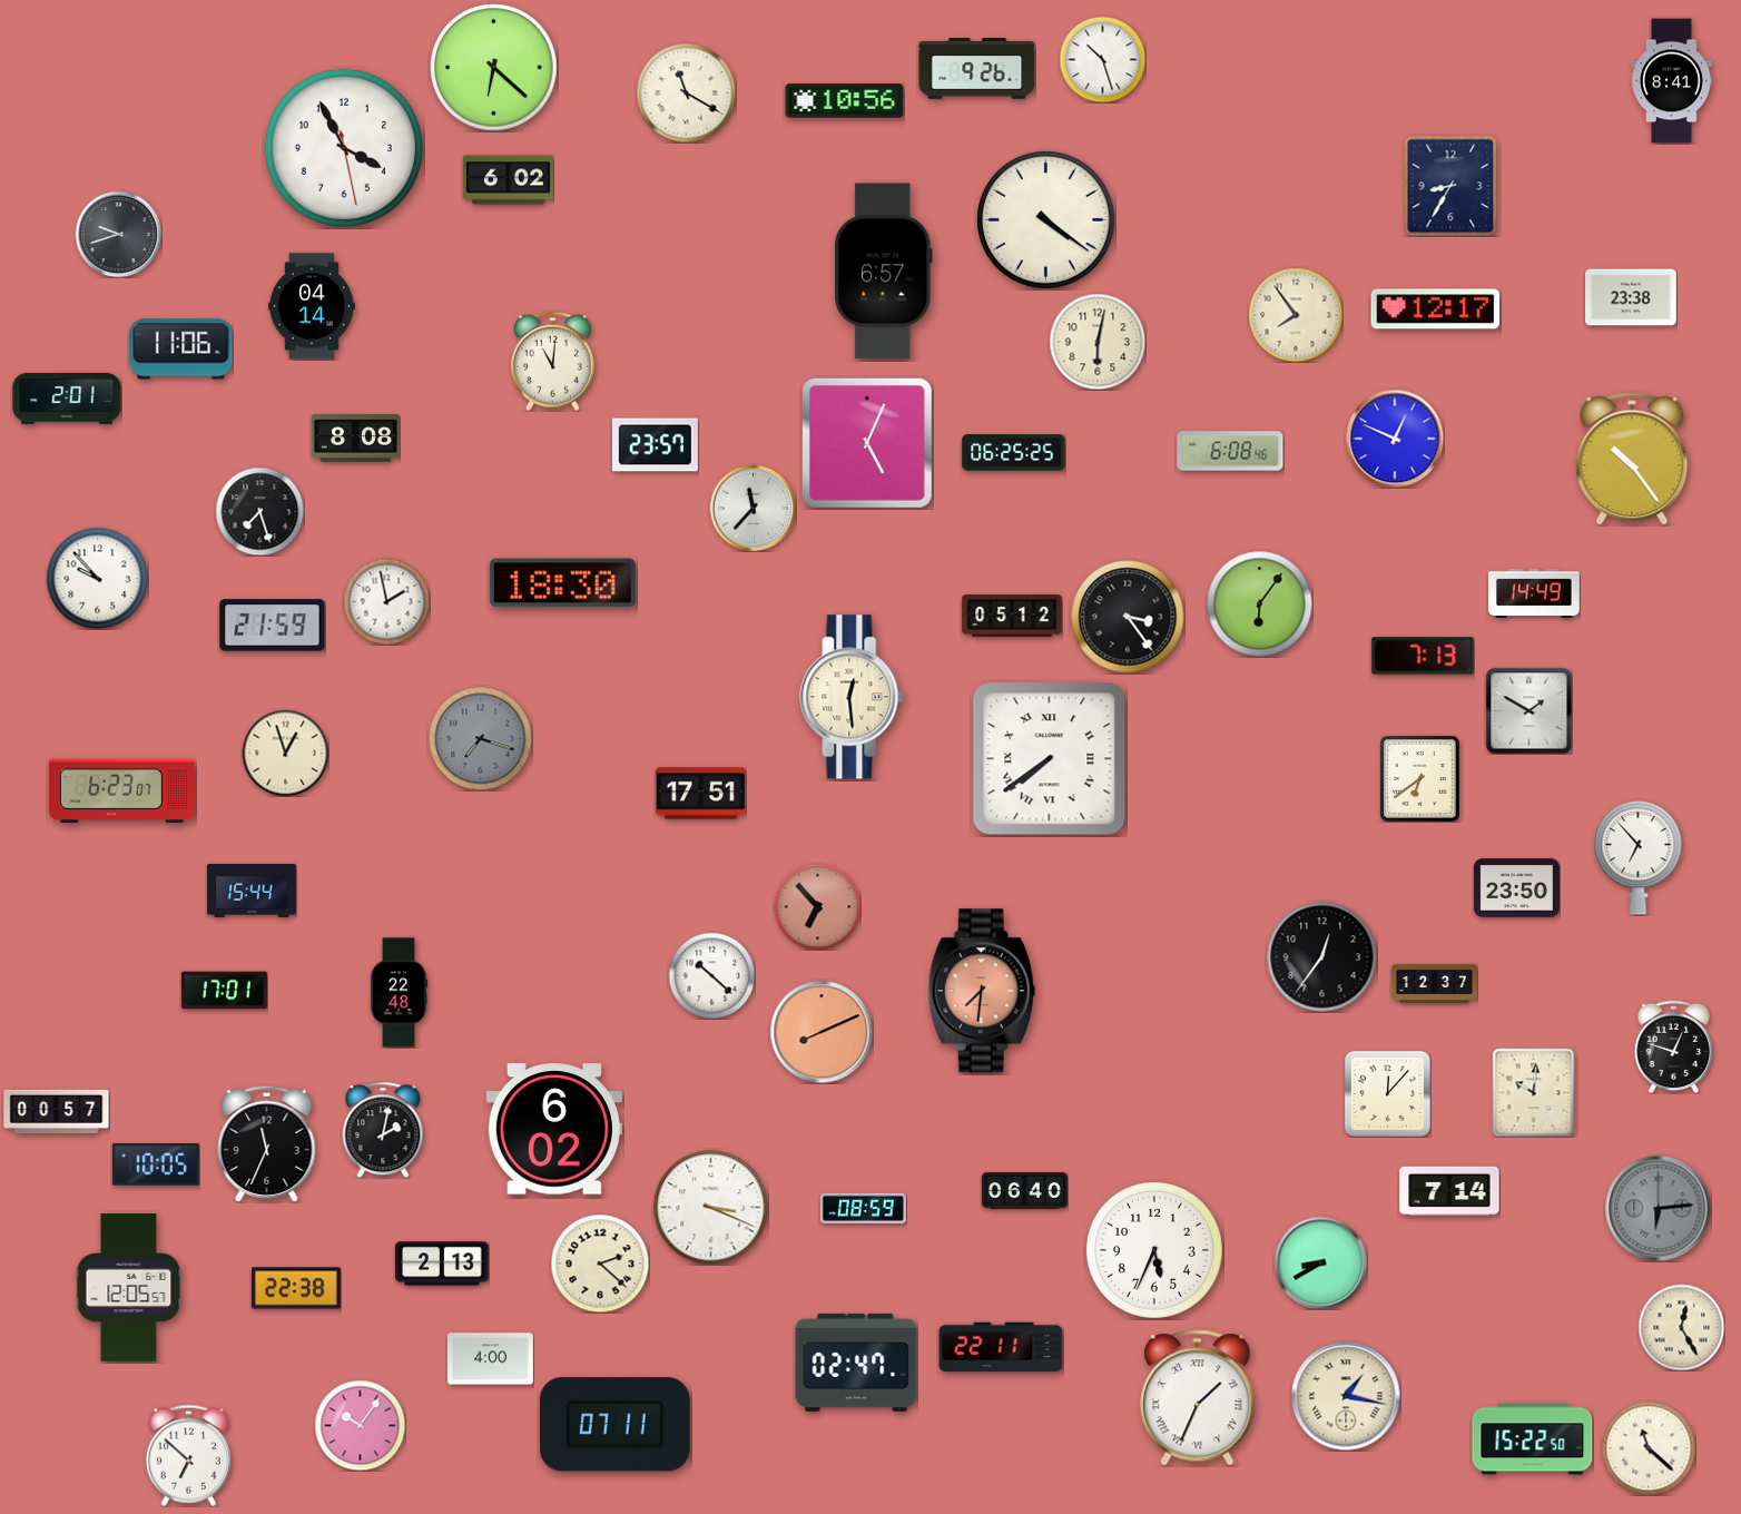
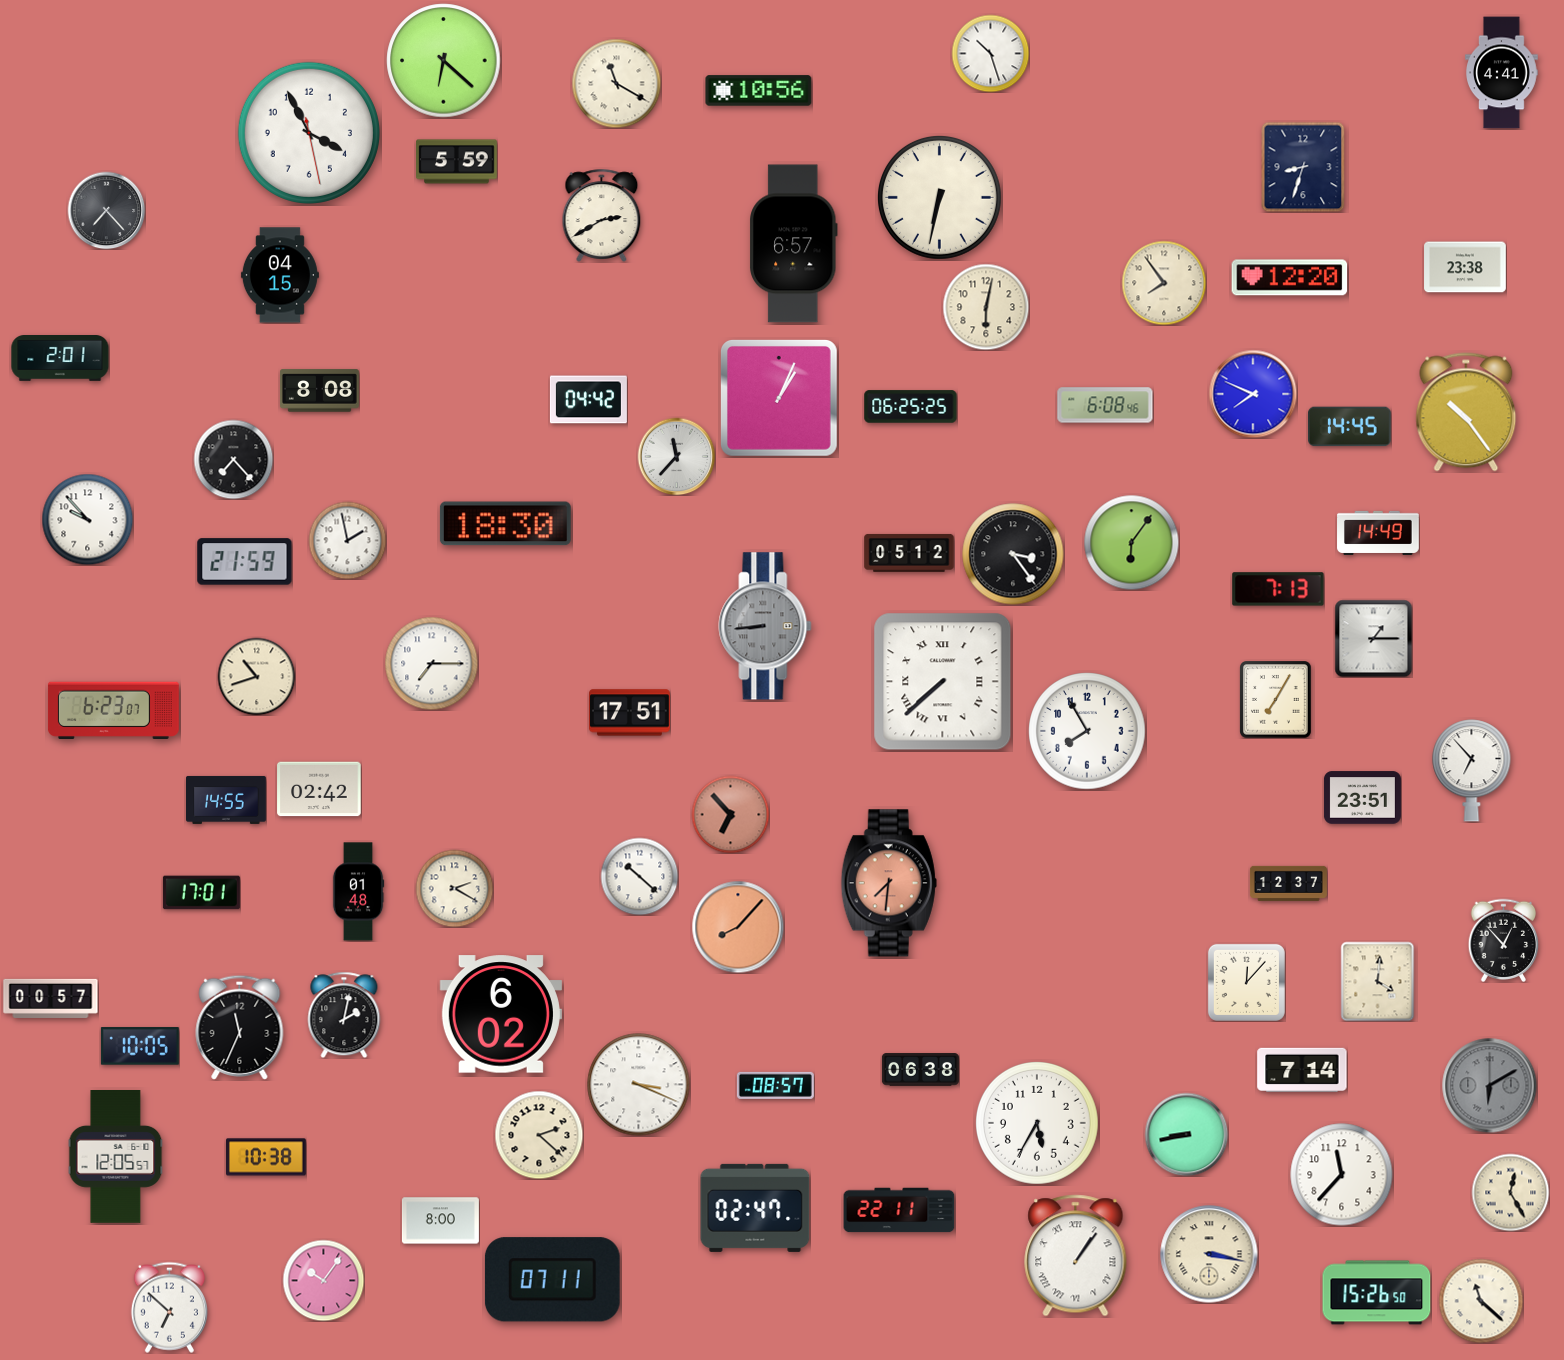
clock at (977, 69): 9:26 -> none
clock at (1672, 81): 8:41 -> 4:41
clock at (509, 180): 6:02 -> 5:59
clock at (1450, 186): 8:35 -> 8:33
clock at (1045, 219): 4:21 -> 6:32
clock at (118, 234): 9:42 -> 7:23
clock at (602, 215): none -> 2:40
clock at (312, 306): 04:14 -> 04:15
clock at (1436, 309): 12:17 -> 12:20
clock at (181, 350): 11:06 -> none
clock at (553, 361): 11:01 -> none
clock at (355, 439) position: (355, 439) -> (319, 391)
clock at (1395, 439): 12:49 -> 7:49
clock at (867, 443): 5:04 -> 1:04
clock at (655, 445): 23:57 -> 04:42
clock at (1350, 427): none -> 14:45
clock at (259, 511): 7:27 -> 7:23
clock at (852, 697): 12:29 -> 8:44
clock at (852, 697) dial: cream -> grey
clock at (1528, 710): 1:50 -> 1:15
clock at (480, 738): 7:18 -> 7:15
clock at (480, 738) dial: grey -> white
clock at (285, 753): 12:57 -> 10:42
clock at (1050, 759): 7:39 -> 7:38
clock at (1420, 778): 6:39 -> 7:05
clock at (121, 790) position: (121, 790) -> (113, 710)
clock at (1087, 731): none -> 7:55
clock at (319, 789): none -> 02:42
clock at (1516, 888): 23:50 -> 23:51
clock at (253, 891): 15:44 -> 14:55
clock at (817, 906) position: (817, 906) -> (730, 814)
clock at (1322, 957): 12:36 -> none
clock at (454, 888): none -> 2:20
clock at (224, 991) position: (224, 991) -> (201, 893)
clock at (982, 991) position: (982, 991) -> (889, 883)
clock at (399, 993): 22:48 -> 01:48
clock at (822, 1032): 8:11 -> 8:07
clock at (1674, 1046): 12:48 -> 12:53
clock at (1534, 1092): 10:01 -> 4:01
clock at (554, 1129) position: (554, 1129) -> (501, 1014)
clock at (1024, 1191): 06:40 -> 06:38
clock at (863, 1208): 08:59 -> 08:57
clock at (1658, 1208): 6:14 -> 6:10
clock at (1154, 1250): 5:34 -> 5:35
clock at (1320, 1262): 8:40 -> 8:43
clock at (442, 1264): 2:13 -> none
clock at (296, 1288): 22:38 -> 10:38
clock at (1342, 1175): none -> 11:37
clock at (490, 1359): 4:00 -> 8:00
clock at (856, 1363) position: (856, 1363) -> (755, 1208)
clock at (1346, 1396): 1:17 -> 3:17
clock at (1198, 1398): 1:34 -> 1:06
clock at (1533, 1439): 15:22 -> 15:26
